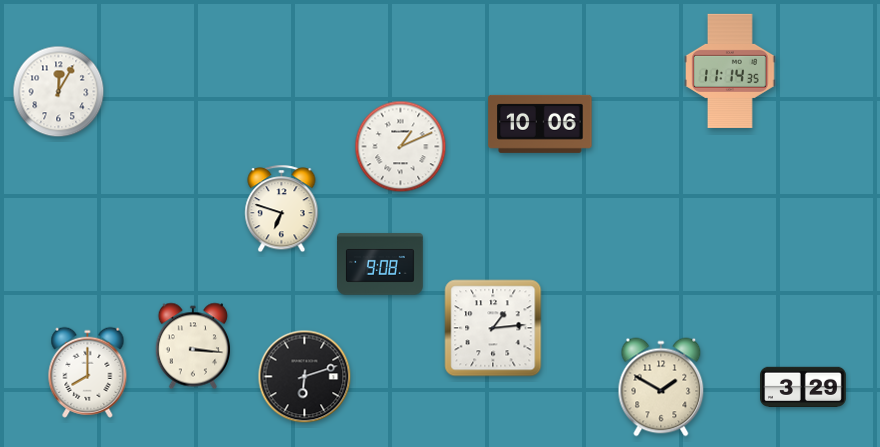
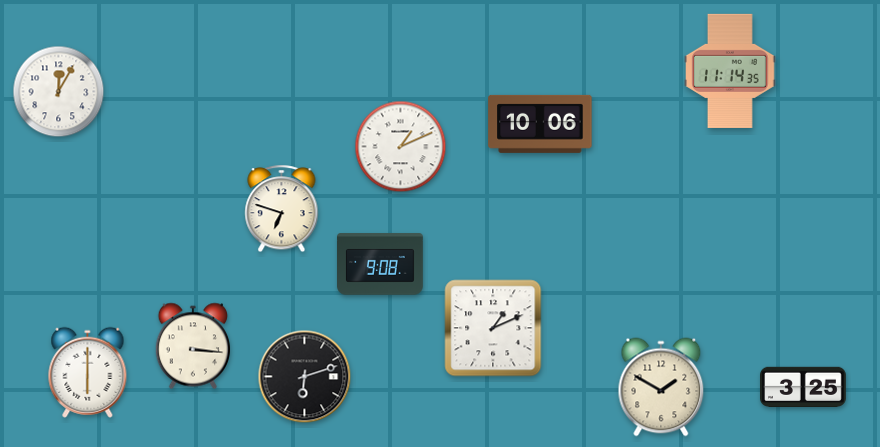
clock at (493, 328): 1:14 -> 1:11
clock at (88, 372): 8:00 -> 6:00
clock at (804, 387): 3:29 -> 3:25
